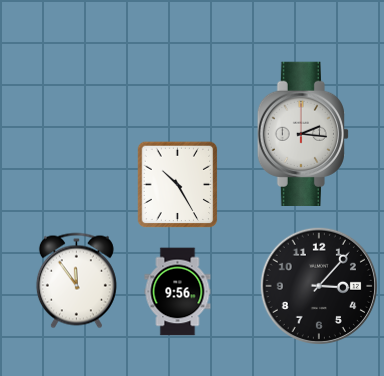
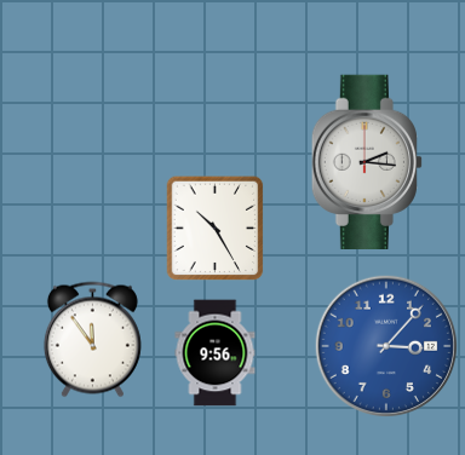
clock at (178, 185) position: (178, 185) -> (216, 229)
clock at (318, 285) dial: black -> blue
